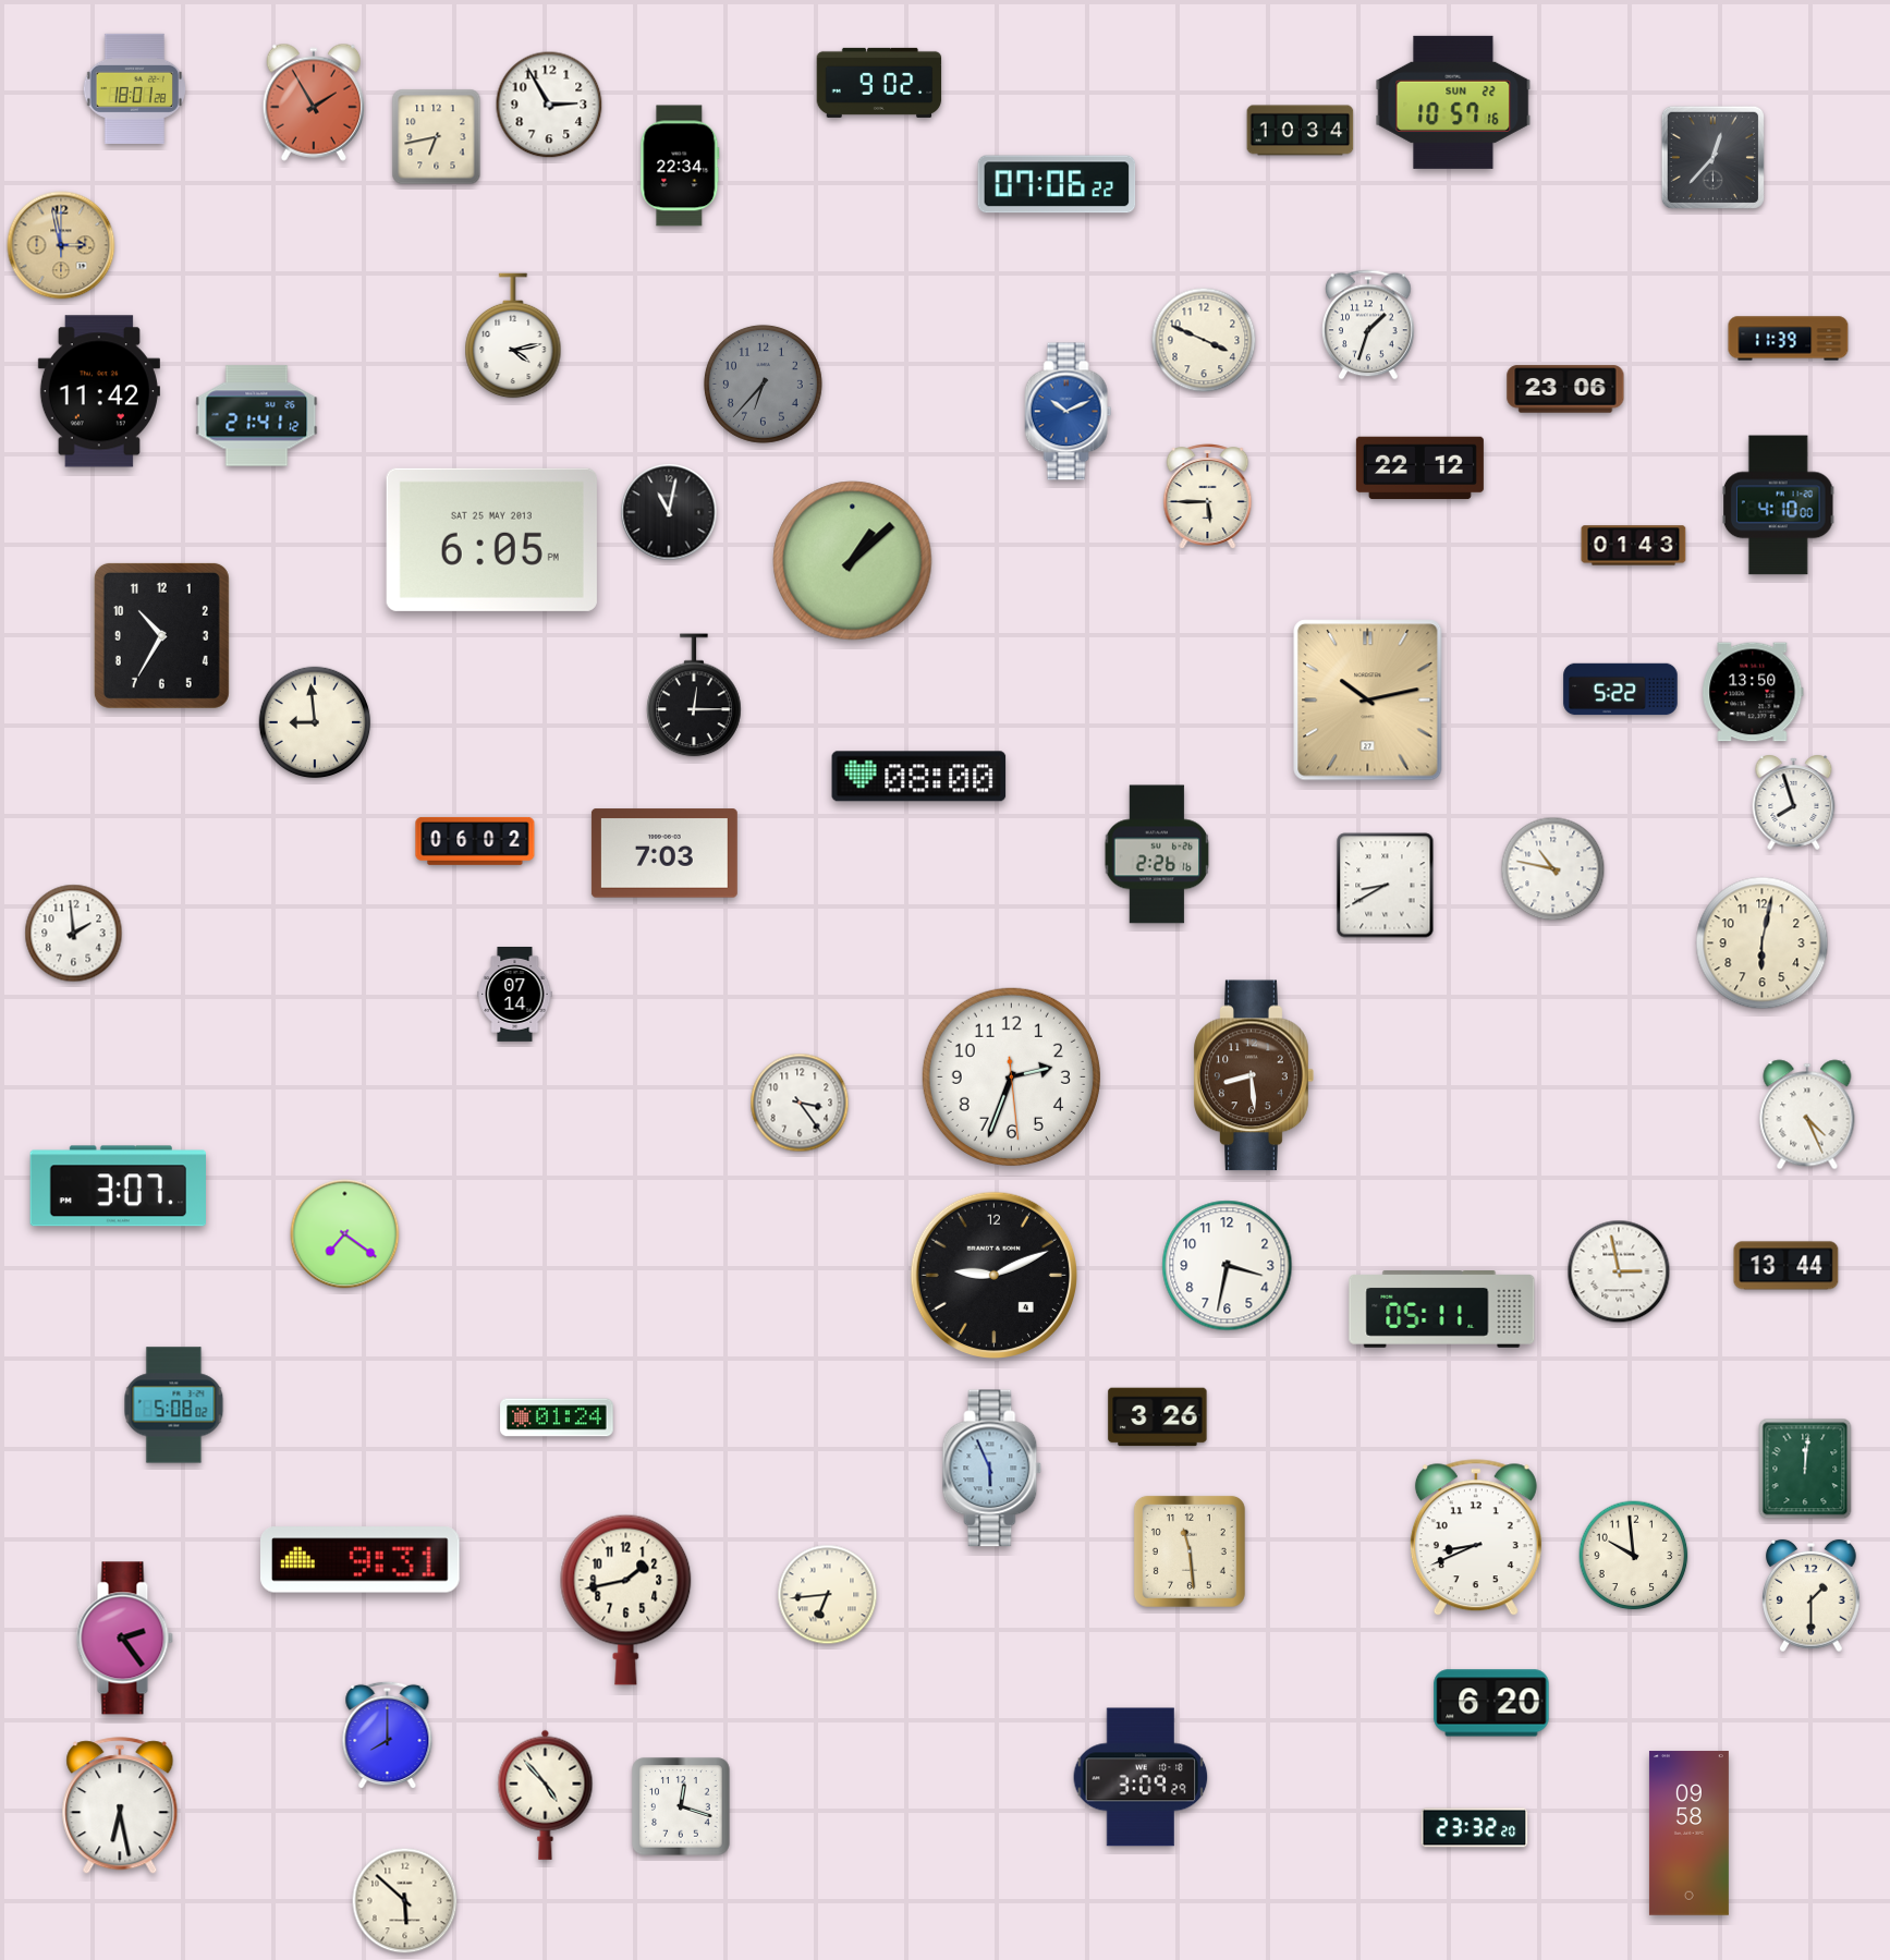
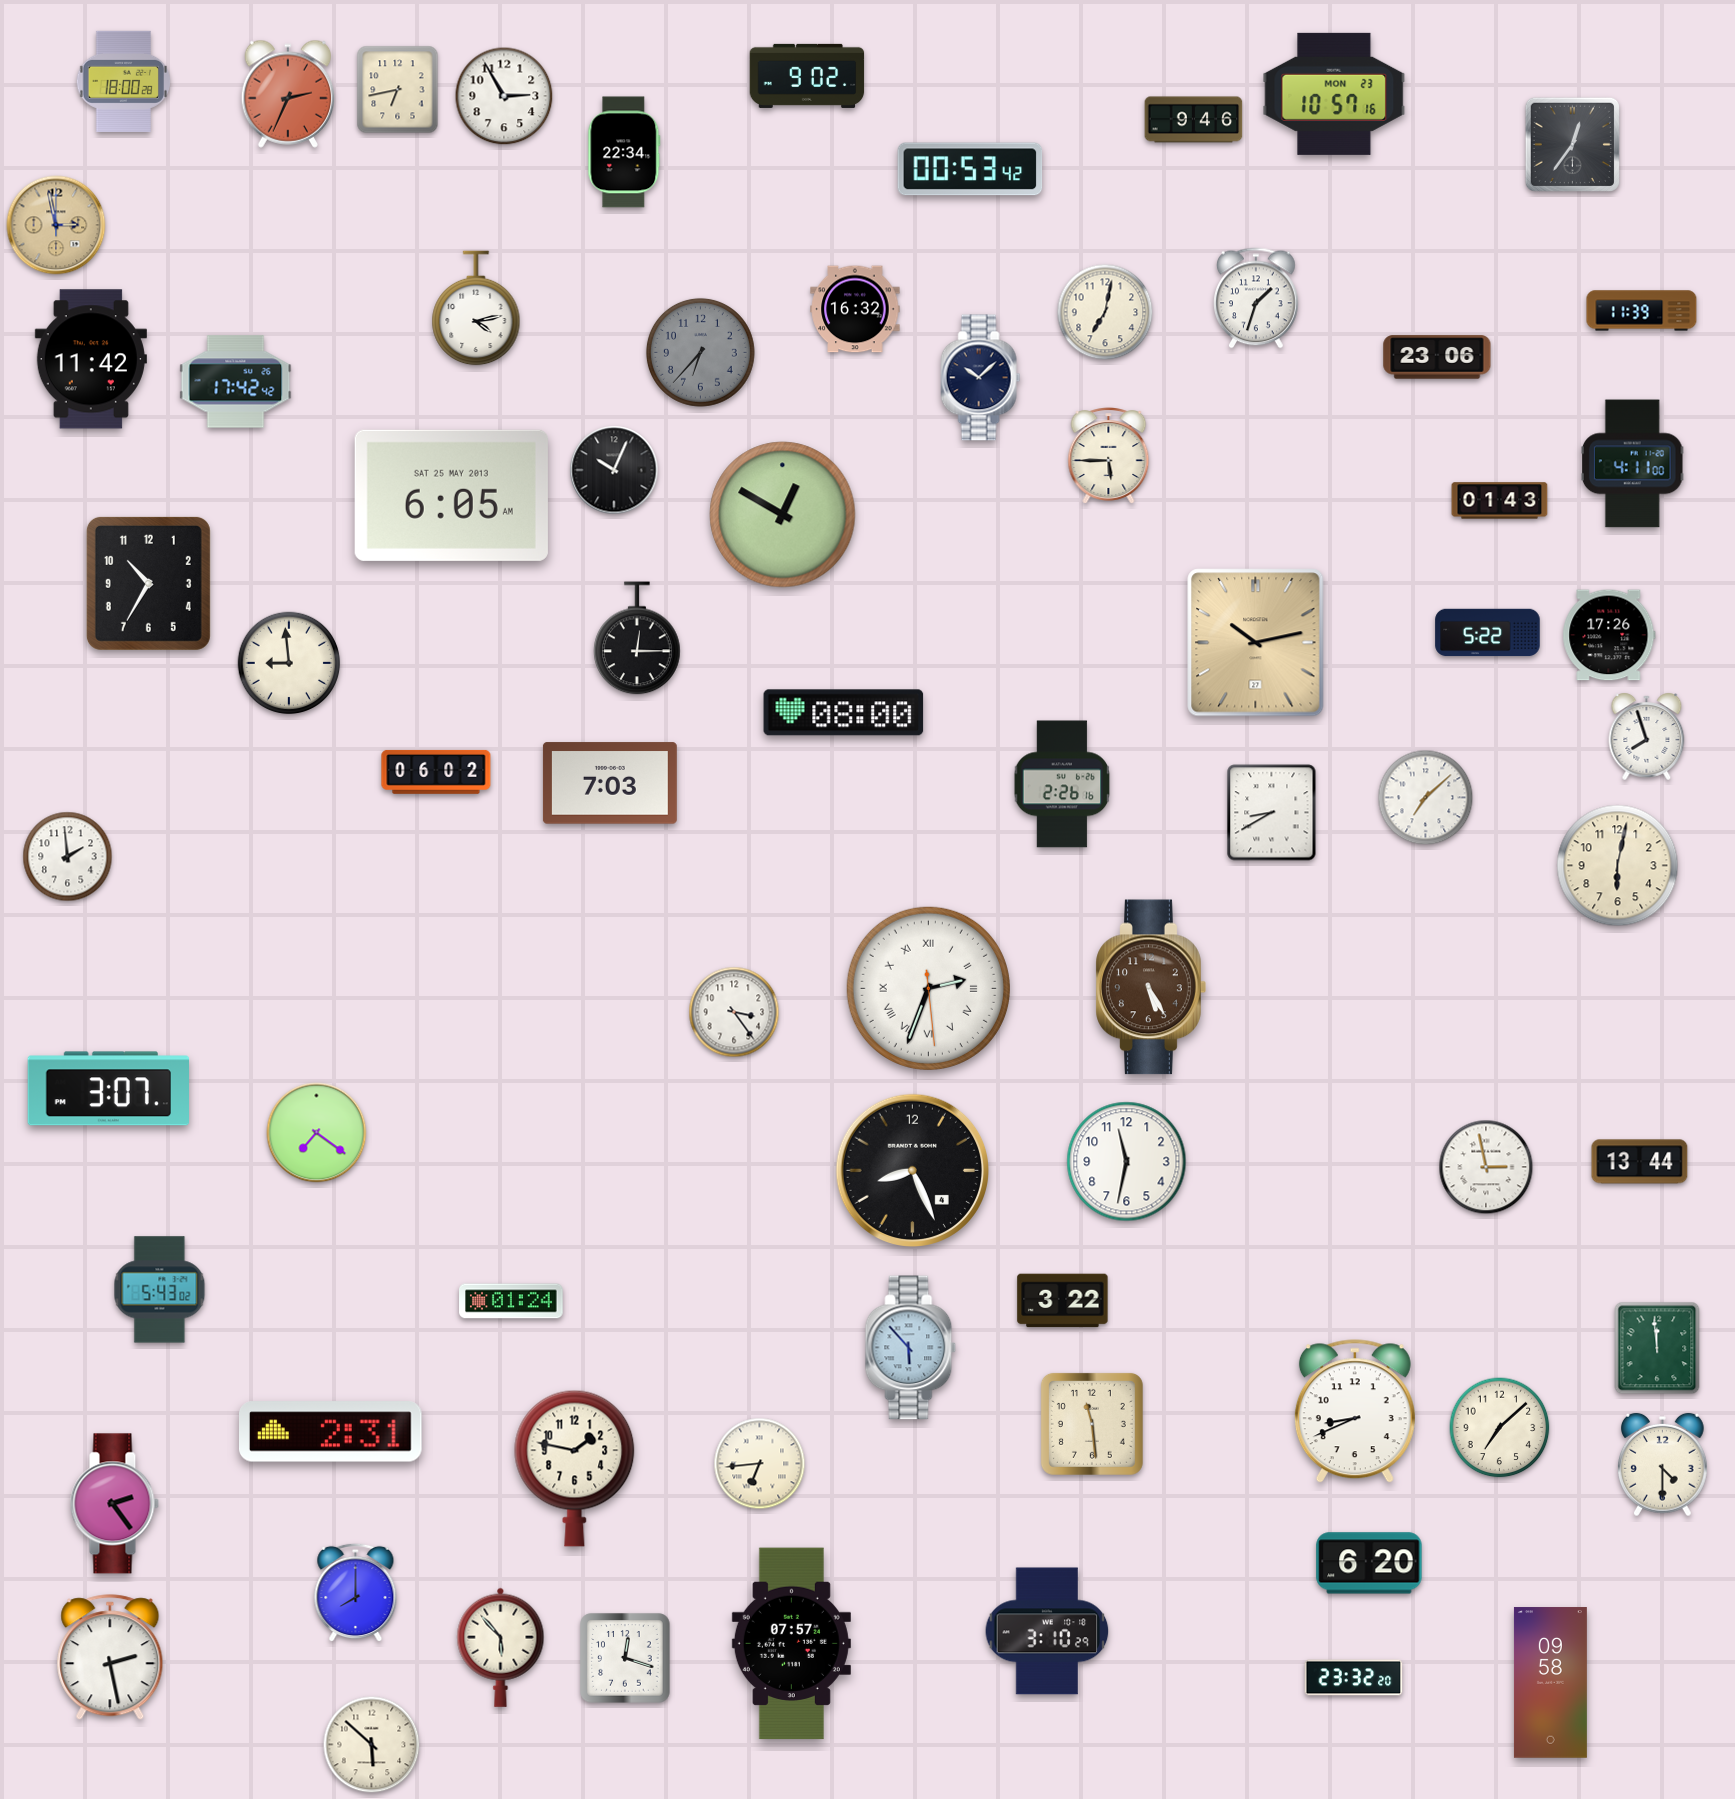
clock at (134, 88): 18:01 -> 18:00
clock at (313, 102): 1:55 -> 2:34
clock at (1453, 102) date: SUN 22 -> MON 23
clock at (1301, 131): 10:34 -> 9:46
clock at (437, 137) position: (437, 137) -> (398, 90)
clock at (1712, 157): 12:37 -> 12:36
clock at (1057, 184): 07:06 -> 00:53
clock at (513, 336) position: (513, 336) -> (476, 308)
clock at (855, 309): none -> 16:32
clock at (1204, 340): 3:49 -> 7:02
clock at (1069, 412): 10:11 -> 10:08
clock at (1069, 412) dial: blue -> navy
clock at (257, 416): 21:41 -> 17:42
clock at (1419, 468): 22:12 -> none
clock at (1778, 506): 4:10 -> 4:11
clock at (669, 512): 11:02 -> 10:04
clock at (491, 539): 6:05 PM -> 6:05 AM
clock at (853, 561): 1:08 -> 12:50
clock at (1753, 692): 13:50 -> 17:26
clock at (1553, 869): 10:47 -> 7:08
clock at (515, 995): 07:14 -> none
clock at (1254, 1075): 8:29 -> 5:25
clock at (1011, 1076) numerals: Arabic -> Roman
clock at (1807, 1115): 4:26 -> none
clock at (1228, 1266): 3:32 -> 11:32
clock at (993, 1275): 9:11 -> 8:26
clock at (1442, 1310): 05:11 -> none
clock at (174, 1405): 5:08 -> 5:43
clock at (1158, 1417): 3:26 -> 3:22
clock at (992, 1469): 5:56 -> 5:53
clock at (1805, 1469): 12:01 -> 11:59
clock at (1634, 1556): 9:59 -> 7:08
clock at (361, 1560): 9:31 -> 2:31
clock at (1812, 1596): 1:30 -> 4:30
clock at (626, 1599): 1:43 -> 1:47
clock at (1141, 1777): 3:09 -> 3:10
clock at (791, 1644): none -> 07:57
clock at (546, 1794): 4:53 -> 5:53
clock at (120, 1806): 6:28 -> 2:28
